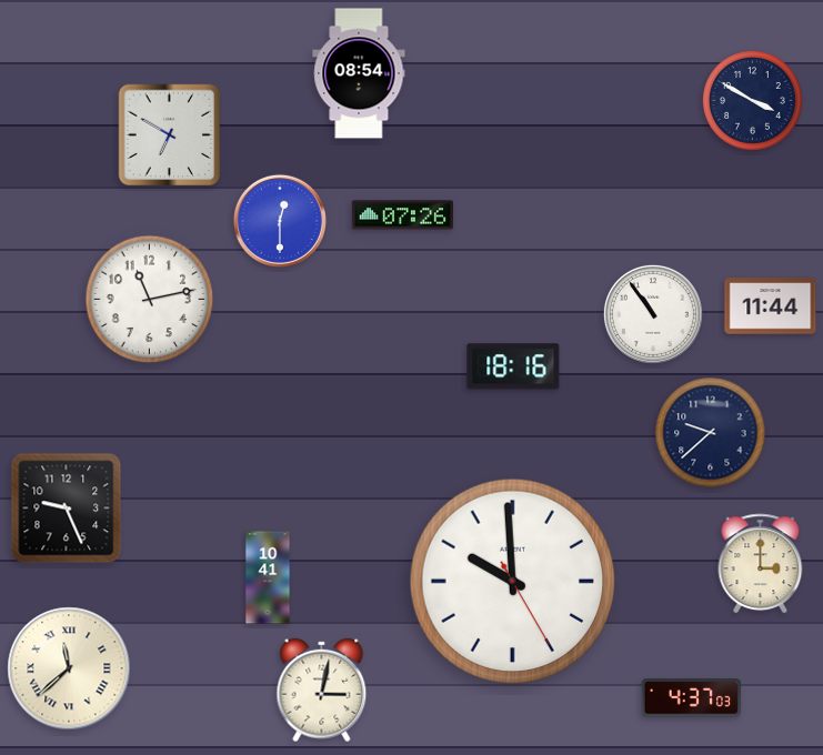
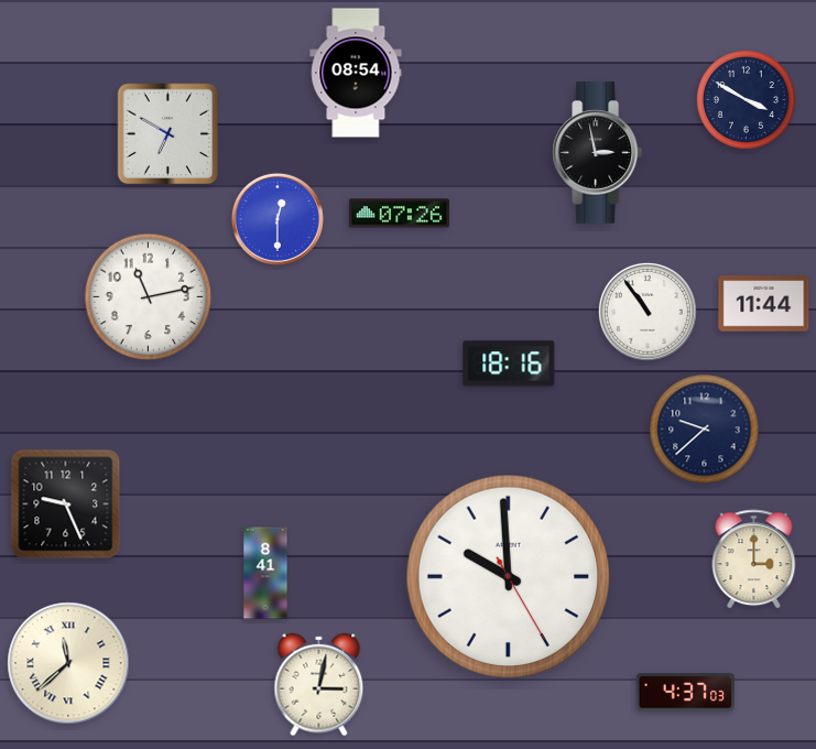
clock at (597, 153): none -> 2:58
clock at (268, 577): 10:41 -> 8:41
